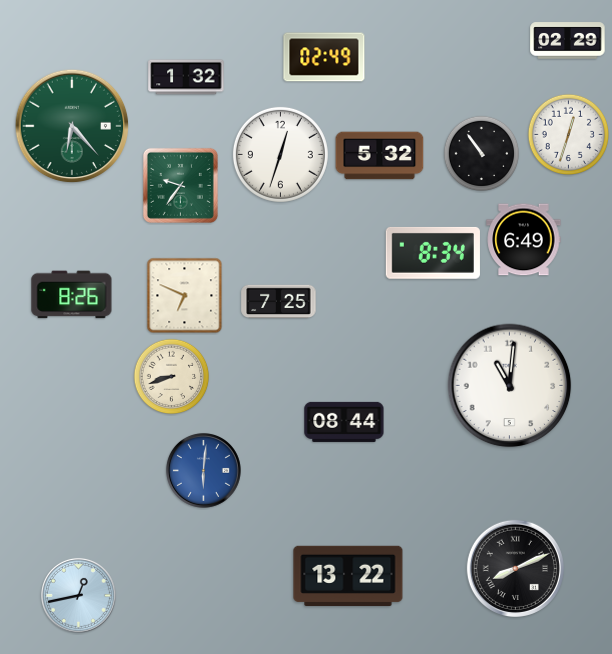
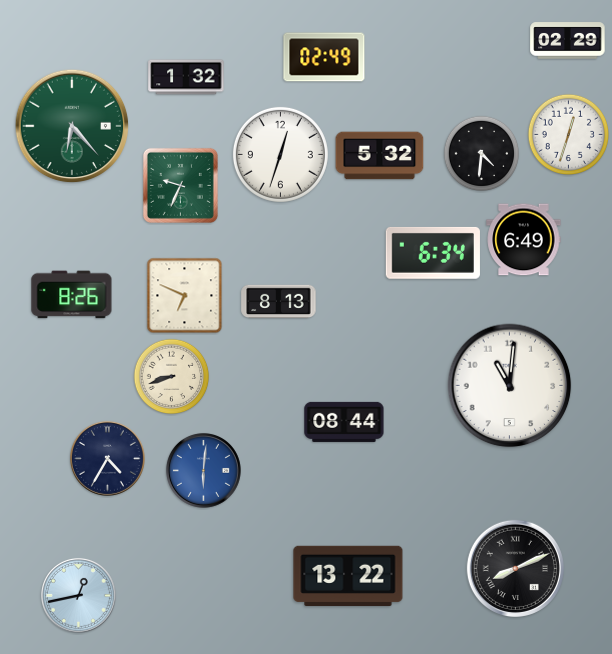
clock at (482, 154): 10:54 -> 4:31
clock at (180, 185): 9:36 -> 9:34
clock at (433, 253): 8:34 -> 6:34
clock at (279, 302): 7:25 -> 8:13
clock at (107, 458): none -> 4:35
